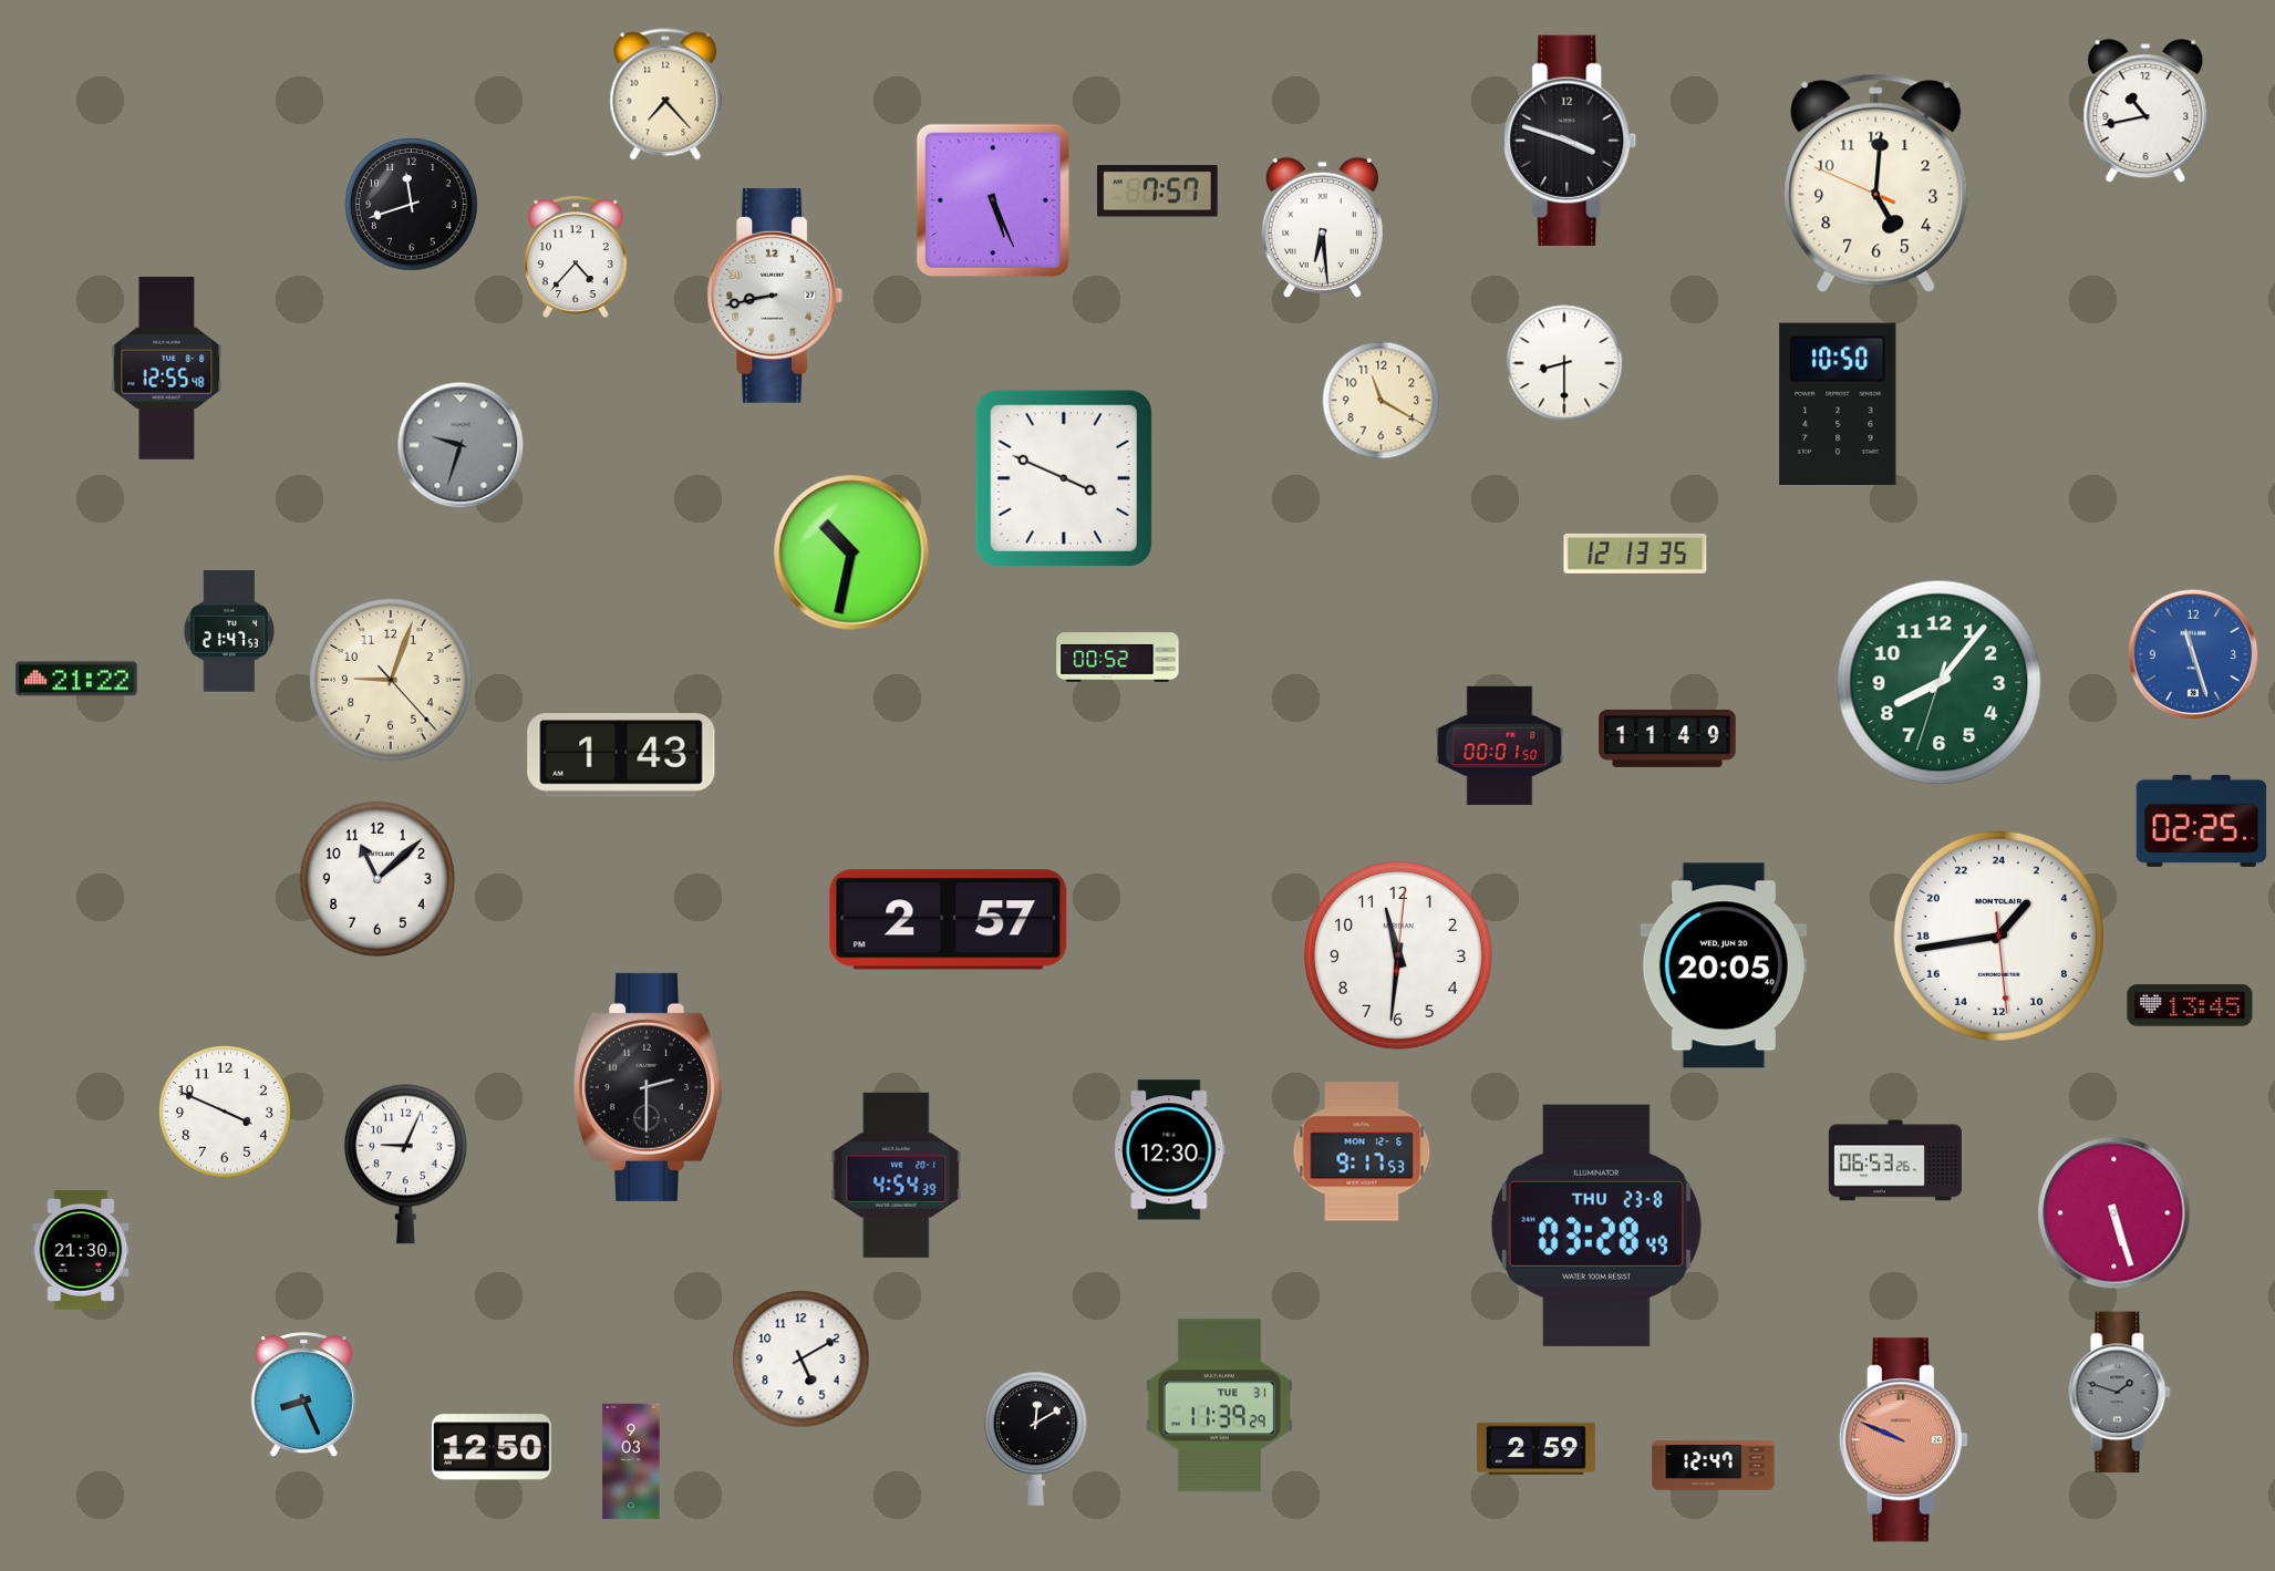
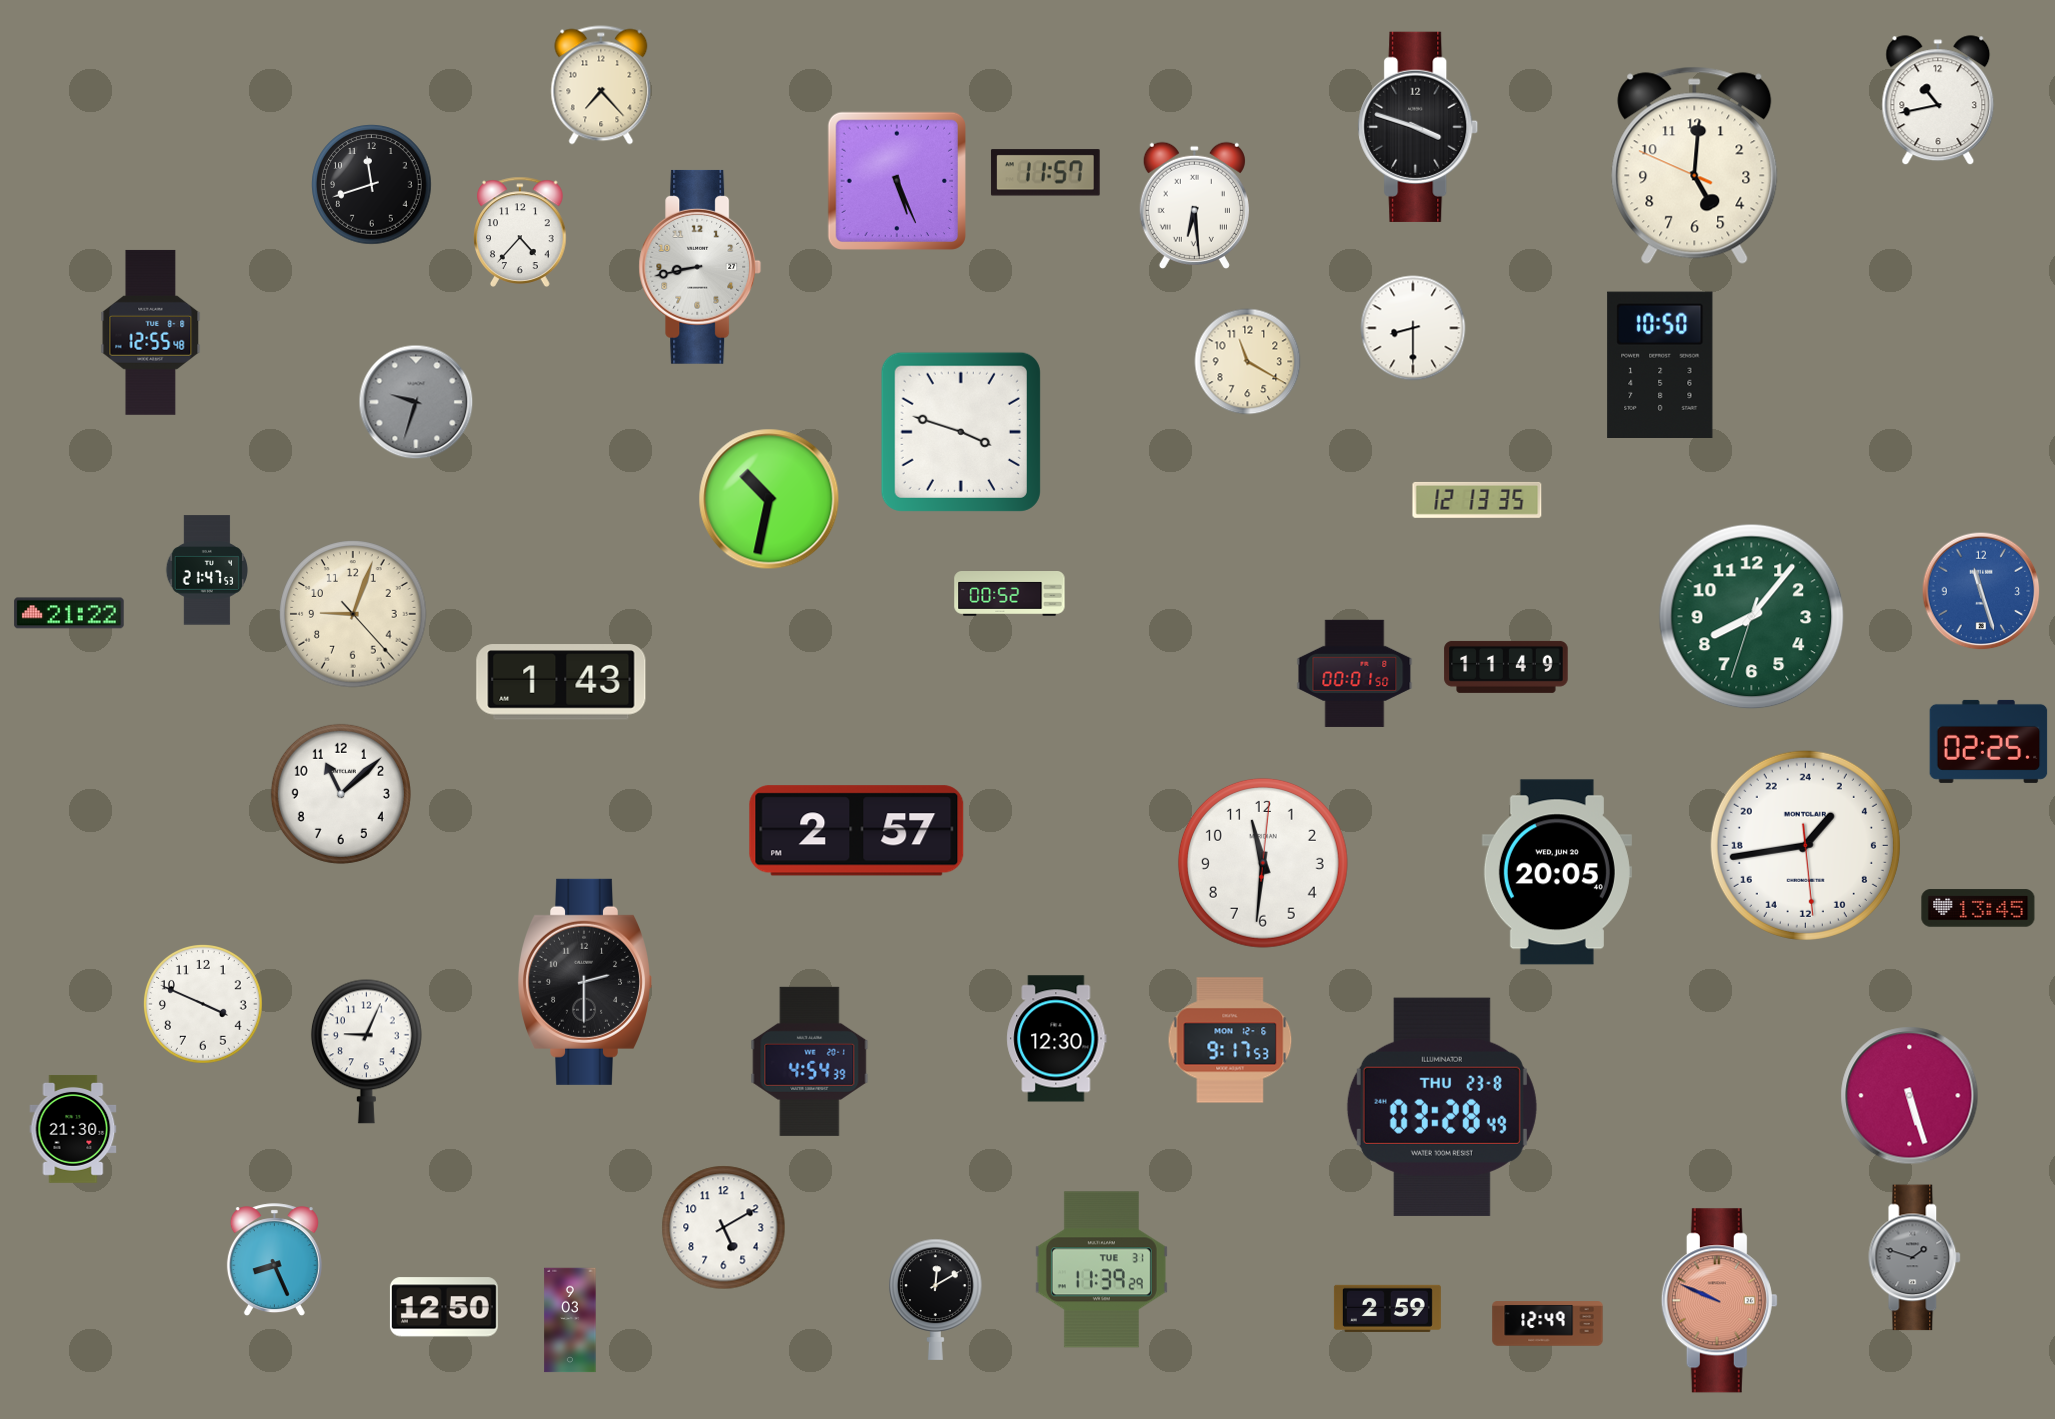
clock at (1157, 192): 7:57 -> 11:57
clock at (1064, 478): 3:49 -> 3:48
clock at (1895, 1160): 06:53 -> none
clock at (1714, 1466): 12:47 -> 12:49
